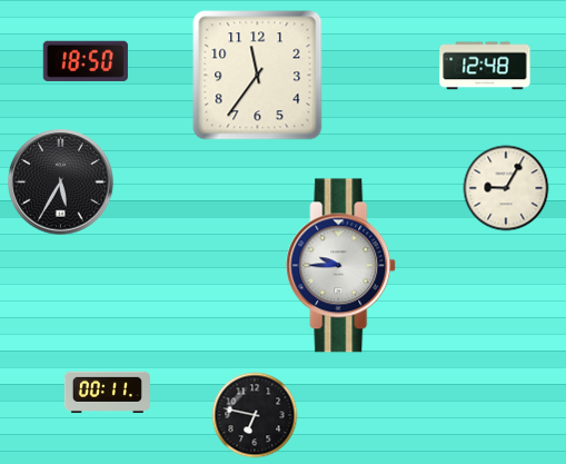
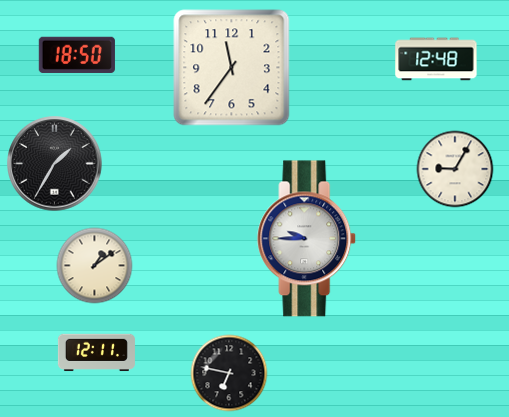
clock at (61, 182): 5:35 -> 1:35
clock at (95, 266): none -> 1:09
clock at (107, 393): 00:11 -> 12:11
